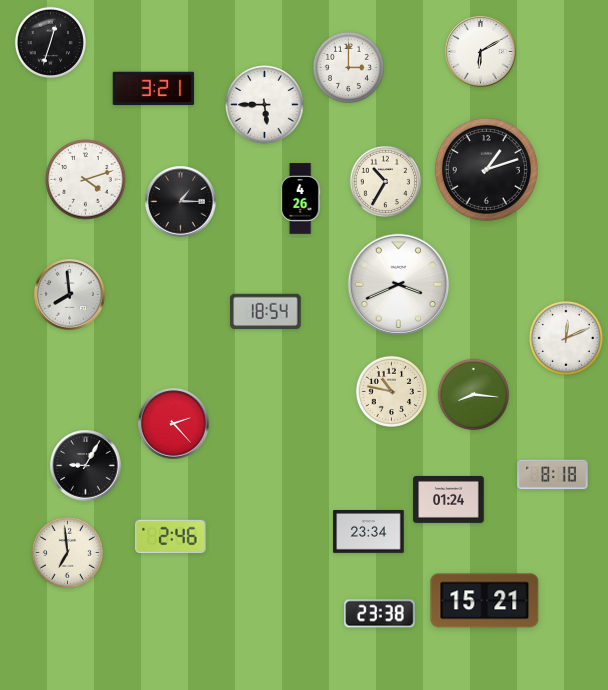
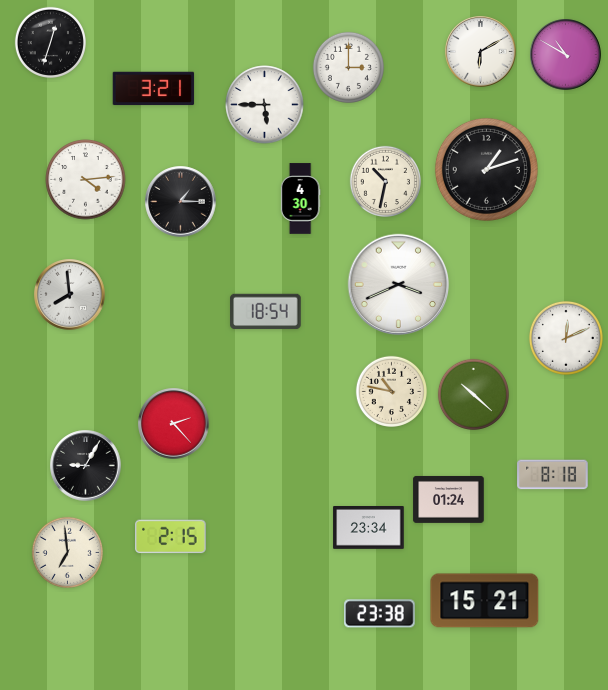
clock at (566, 55): none -> 10:50
clock at (86, 180): 4:12 -> 4:14
clock at (385, 181): 10:35 -> 10:32
clock at (300, 199): 4:26 -> 4:30
clock at (473, 394): 8:16 -> 10:22
clock at (369, 532) position: (369, 532) -> (369, 528)
clock at (171, 537): 2:46 -> 2:15
